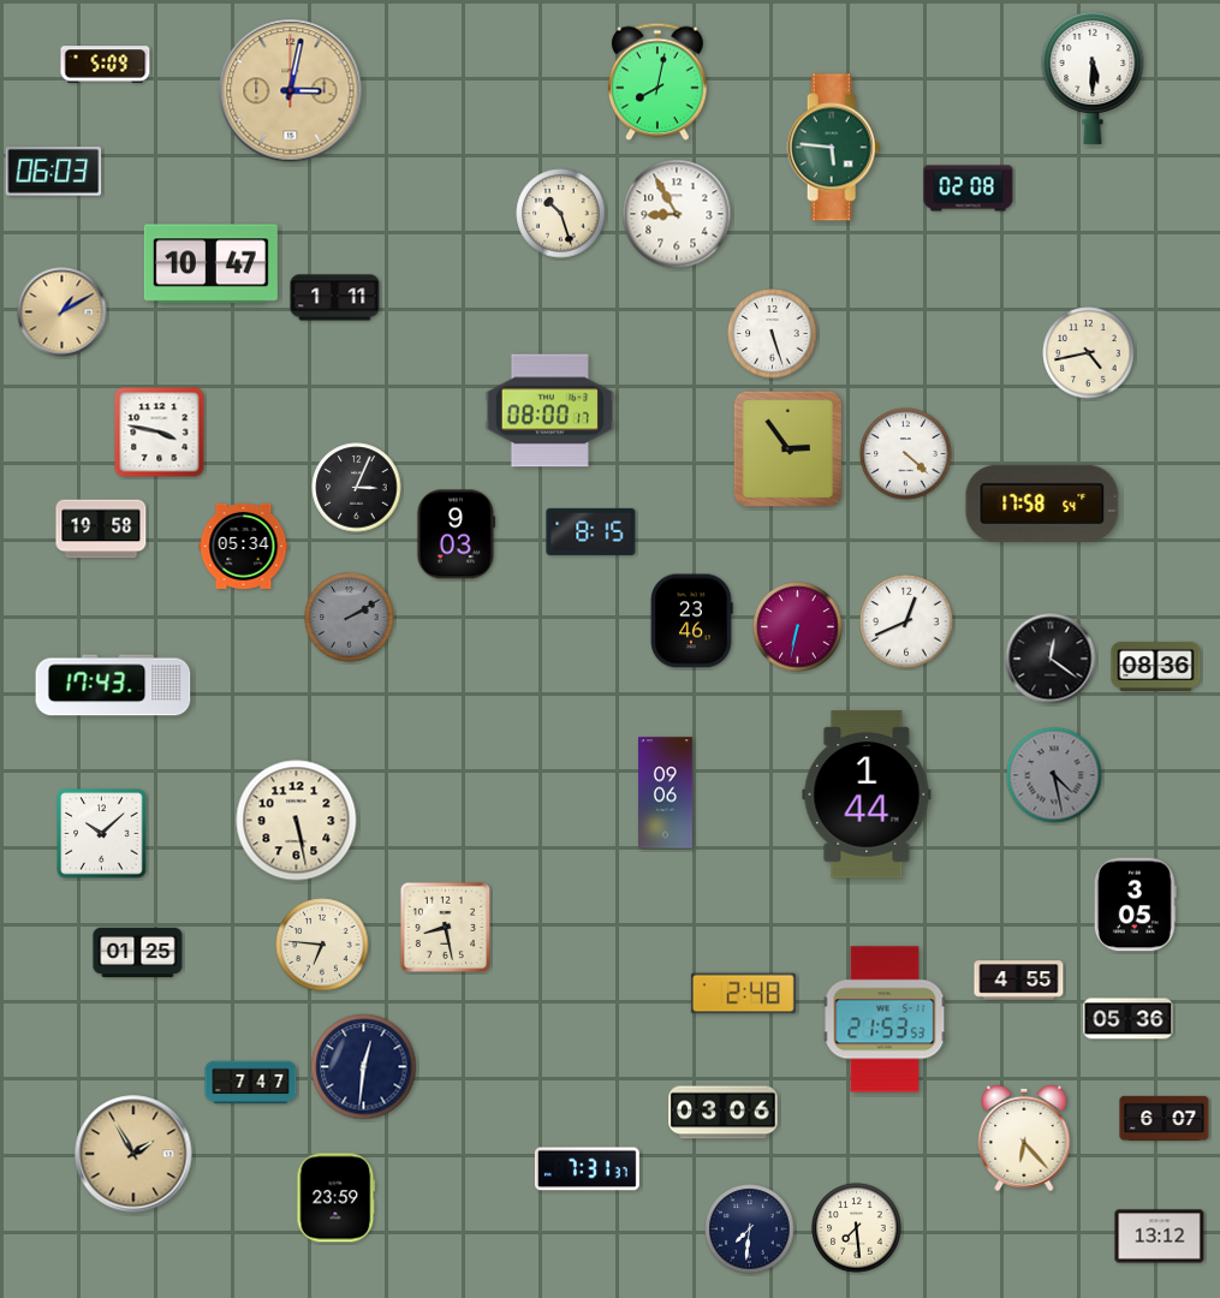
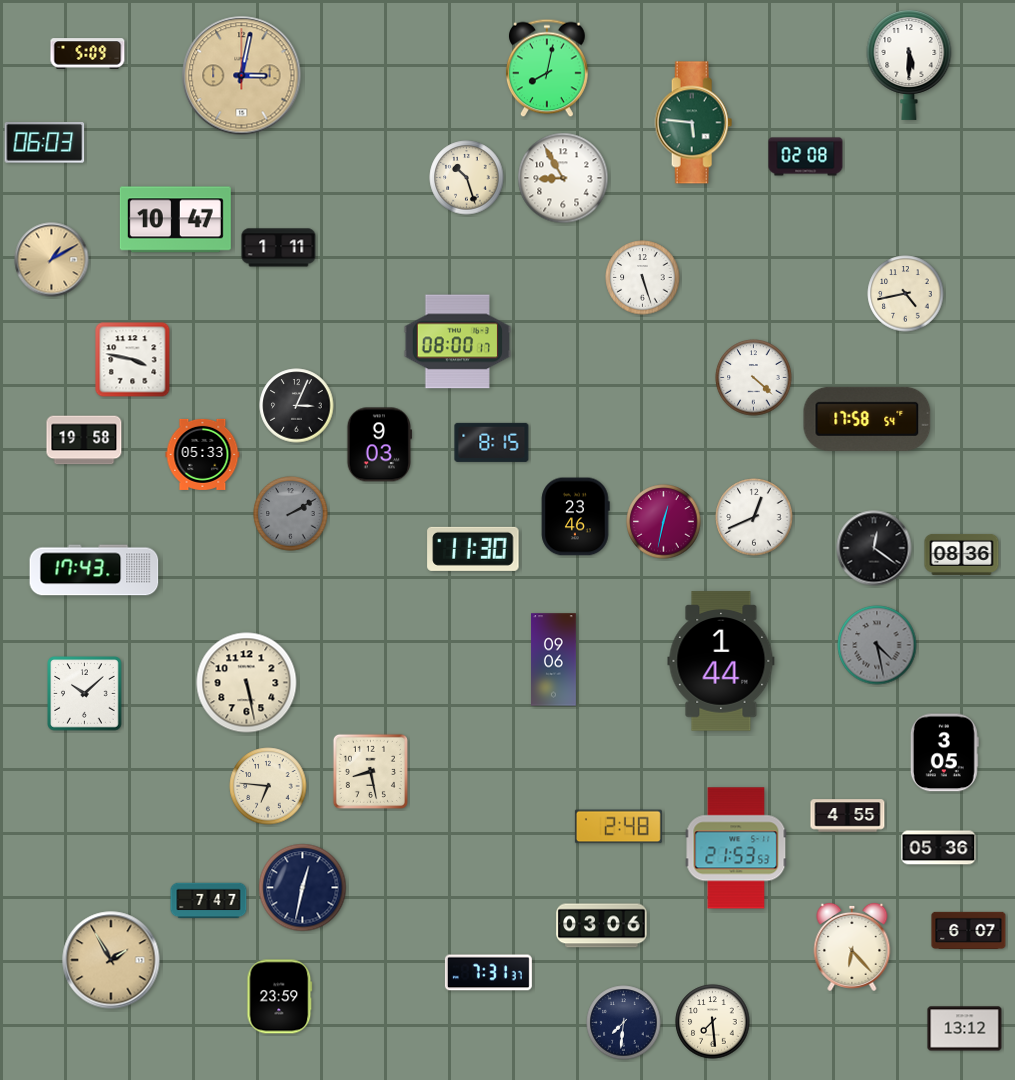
clock at (787, 448): 2:54 -> none
clock at (244, 546): 05:34 -> 05:33
clock at (798, 627): 6:32 -> 12:32
clock at (473, 549): none -> 11:30
clock at (138, 953): 01:25 -> none
clock at (364, 1067): 12:31 -> 12:32
